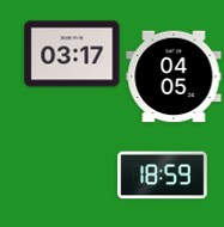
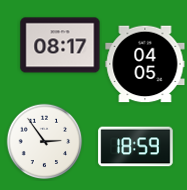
clock at (72, 54): 03:17 -> 08:17
clock at (45, 142): none -> 2:54
